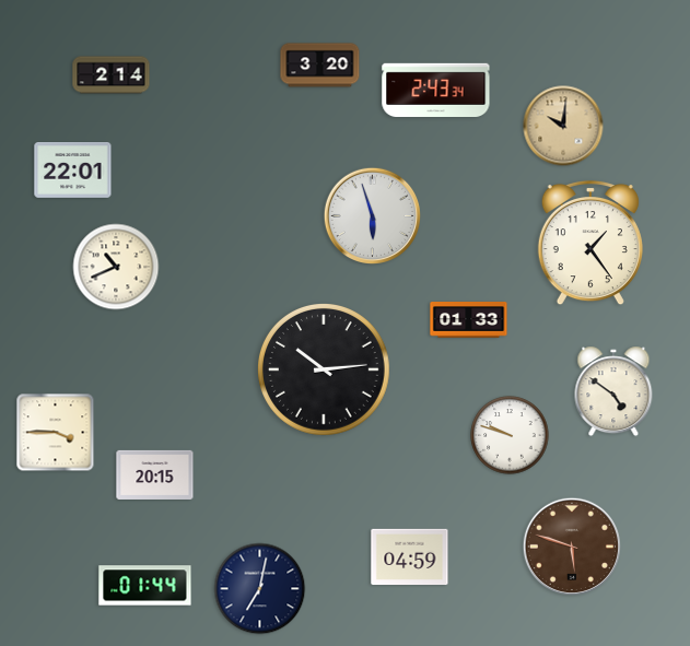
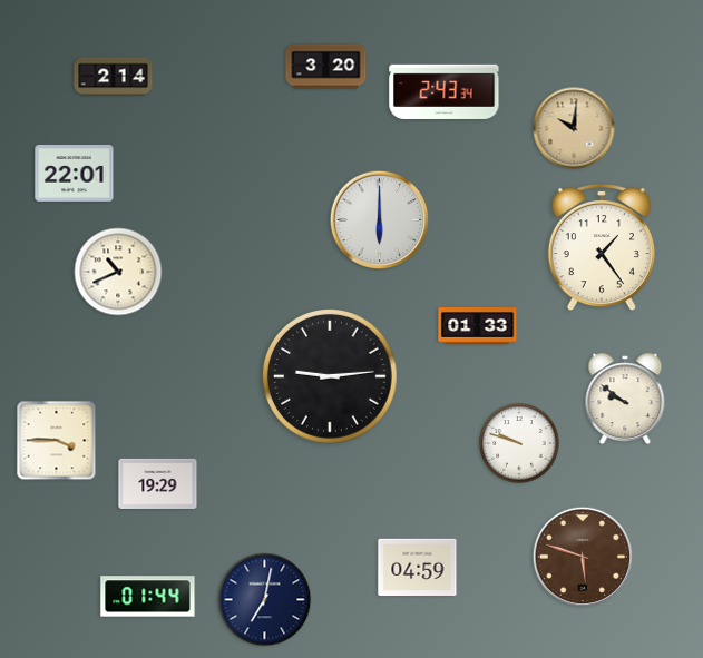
clock at (373, 216): 5:57 -> 6:00
clock at (325, 371): 10:14 -> 9:14
clock at (613, 391): 4:51 -> 9:51
clock at (155, 474): 20:15 -> 19:29
